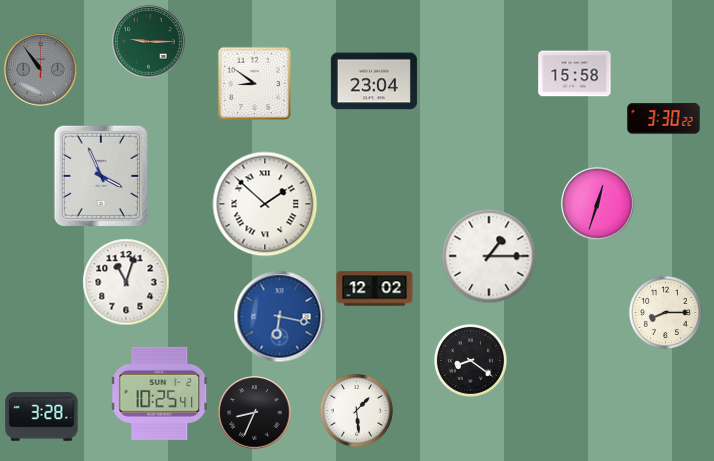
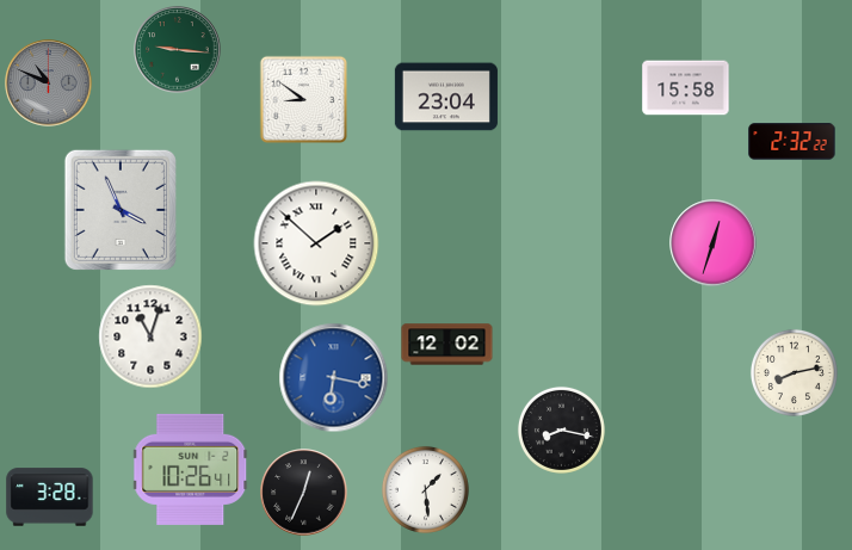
clock at (149, 42): 9:15 -> 9:16
clock at (41, 70): 10:54 -> 10:49
clock at (664, 119): 3:30 -> 2:32
clock at (489, 256): 1:15 -> none
clock at (665, 312): 8:15 -> 8:13
clock at (470, 360): 8:21 -> 8:17
clock at (160, 393): 10:25 -> 10:26
clock at (255, 413): 8:34 -> 12:34
